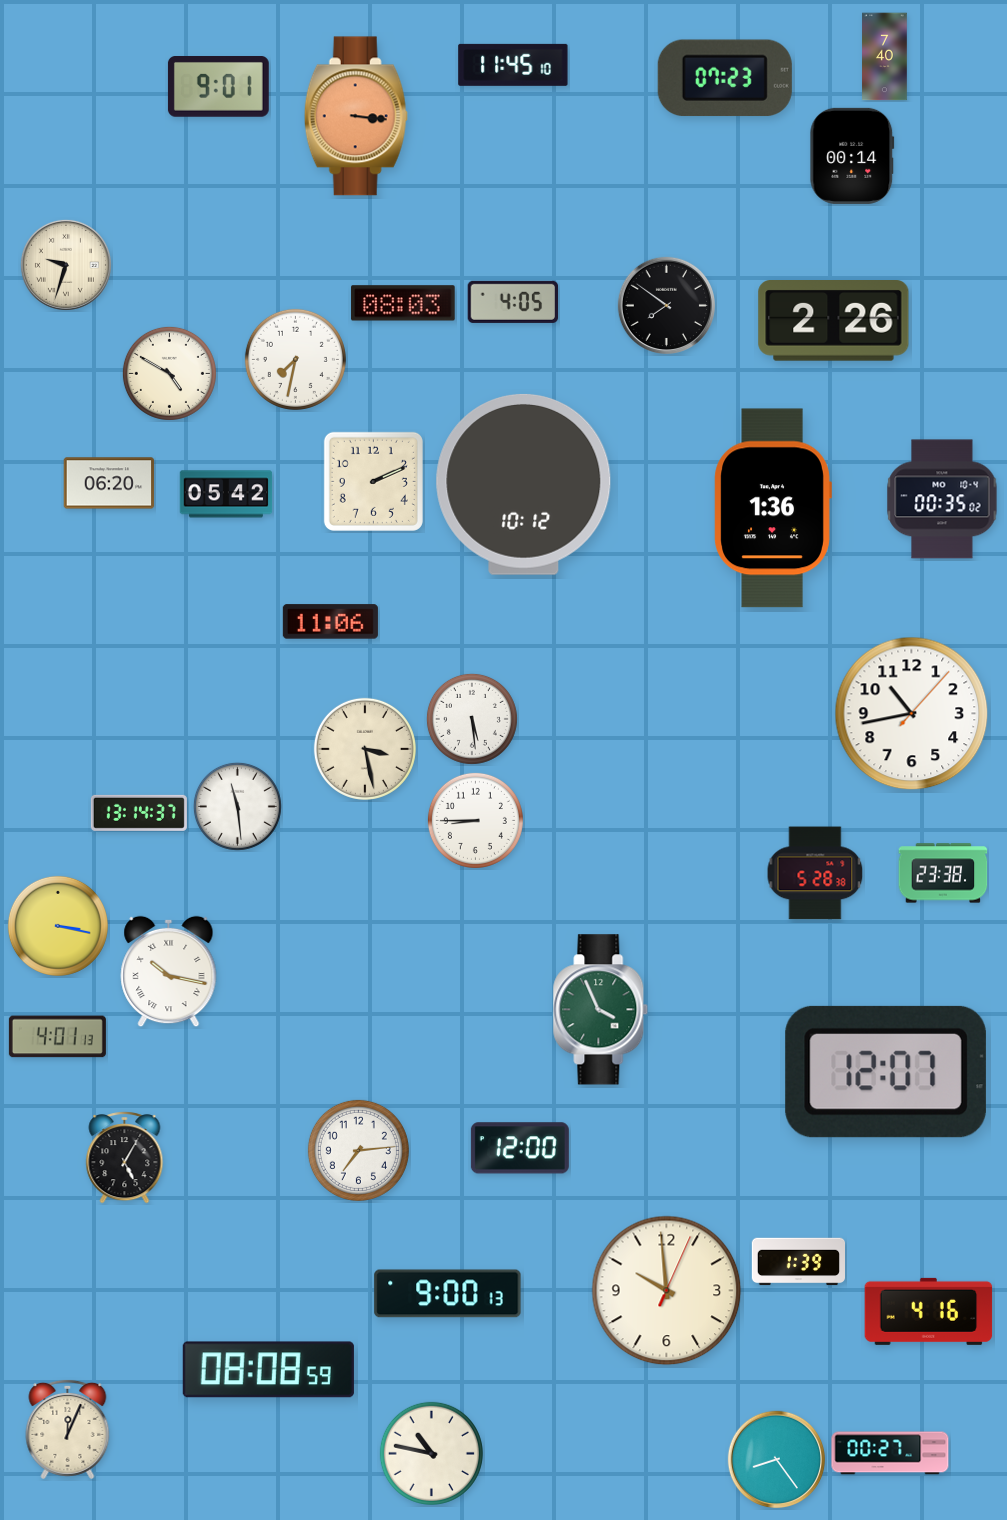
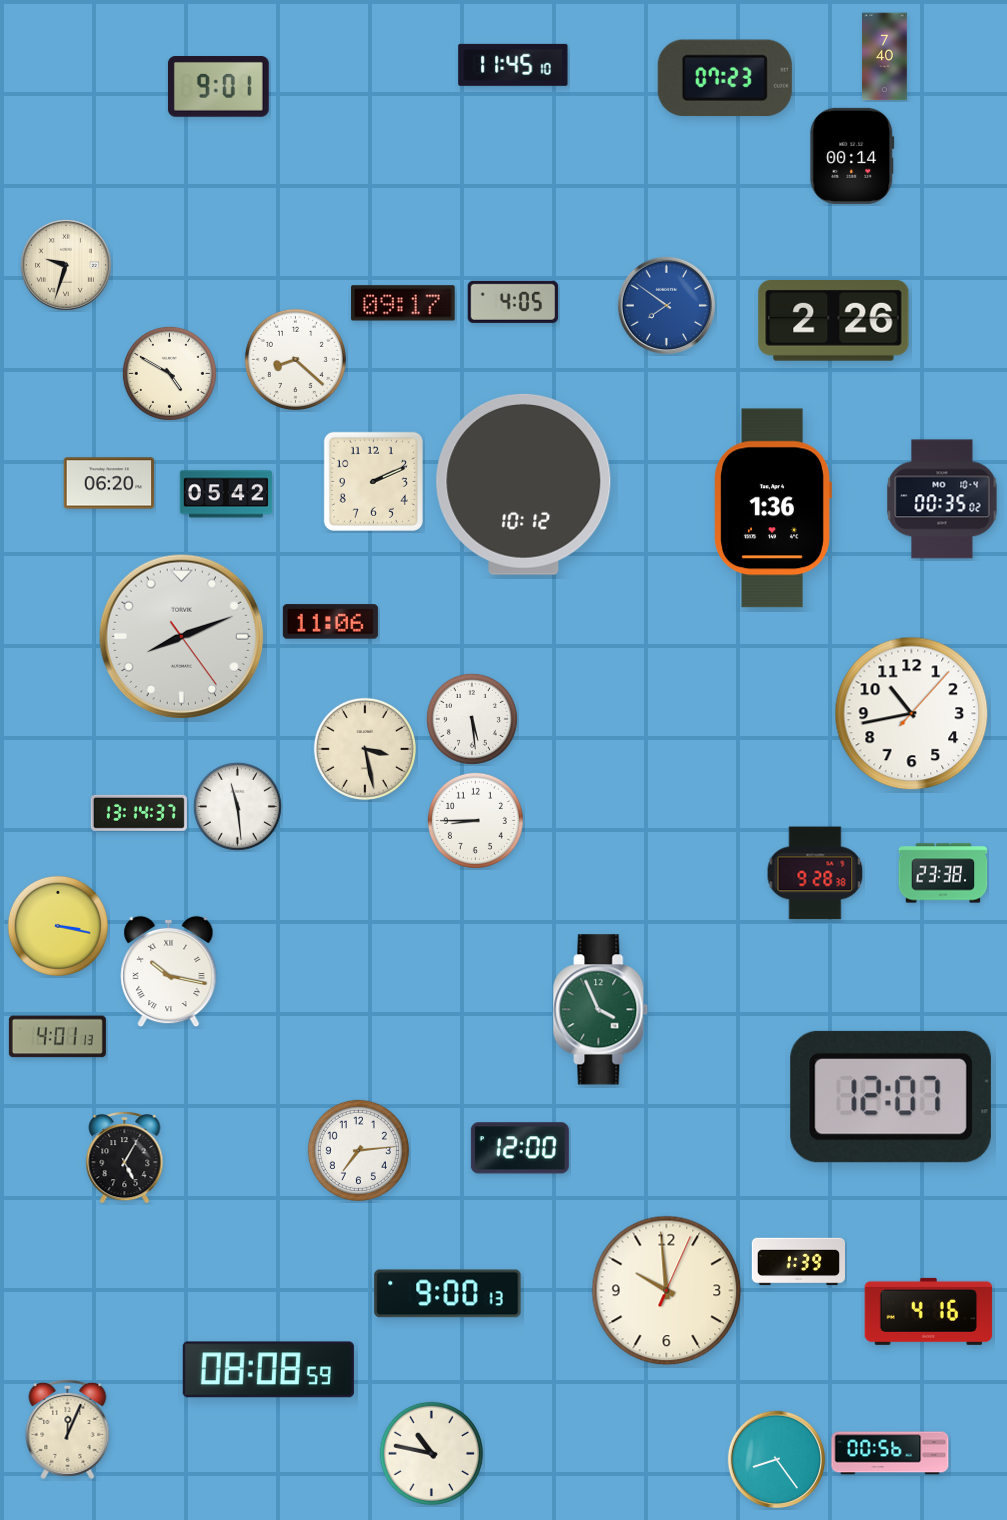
clock at (356, 116): 3:16 -> none
clock at (403, 303): 08:03 -> 09:17
clock at (666, 305) dial: black -> blue
clock at (295, 359): 7:32 -> 8:22
clock at (182, 637): none -> 8:11
clock at (815, 873): 5:28 -> 9:28
clock at (886, 1072) position: (886, 1072) -> (891, 1097)
clock at (890, 1453): 00:27 -> 00:56
